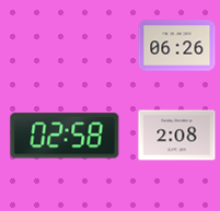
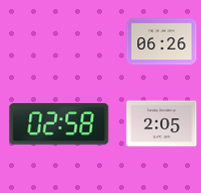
clock at (177, 136): 2:08 -> 2:05
